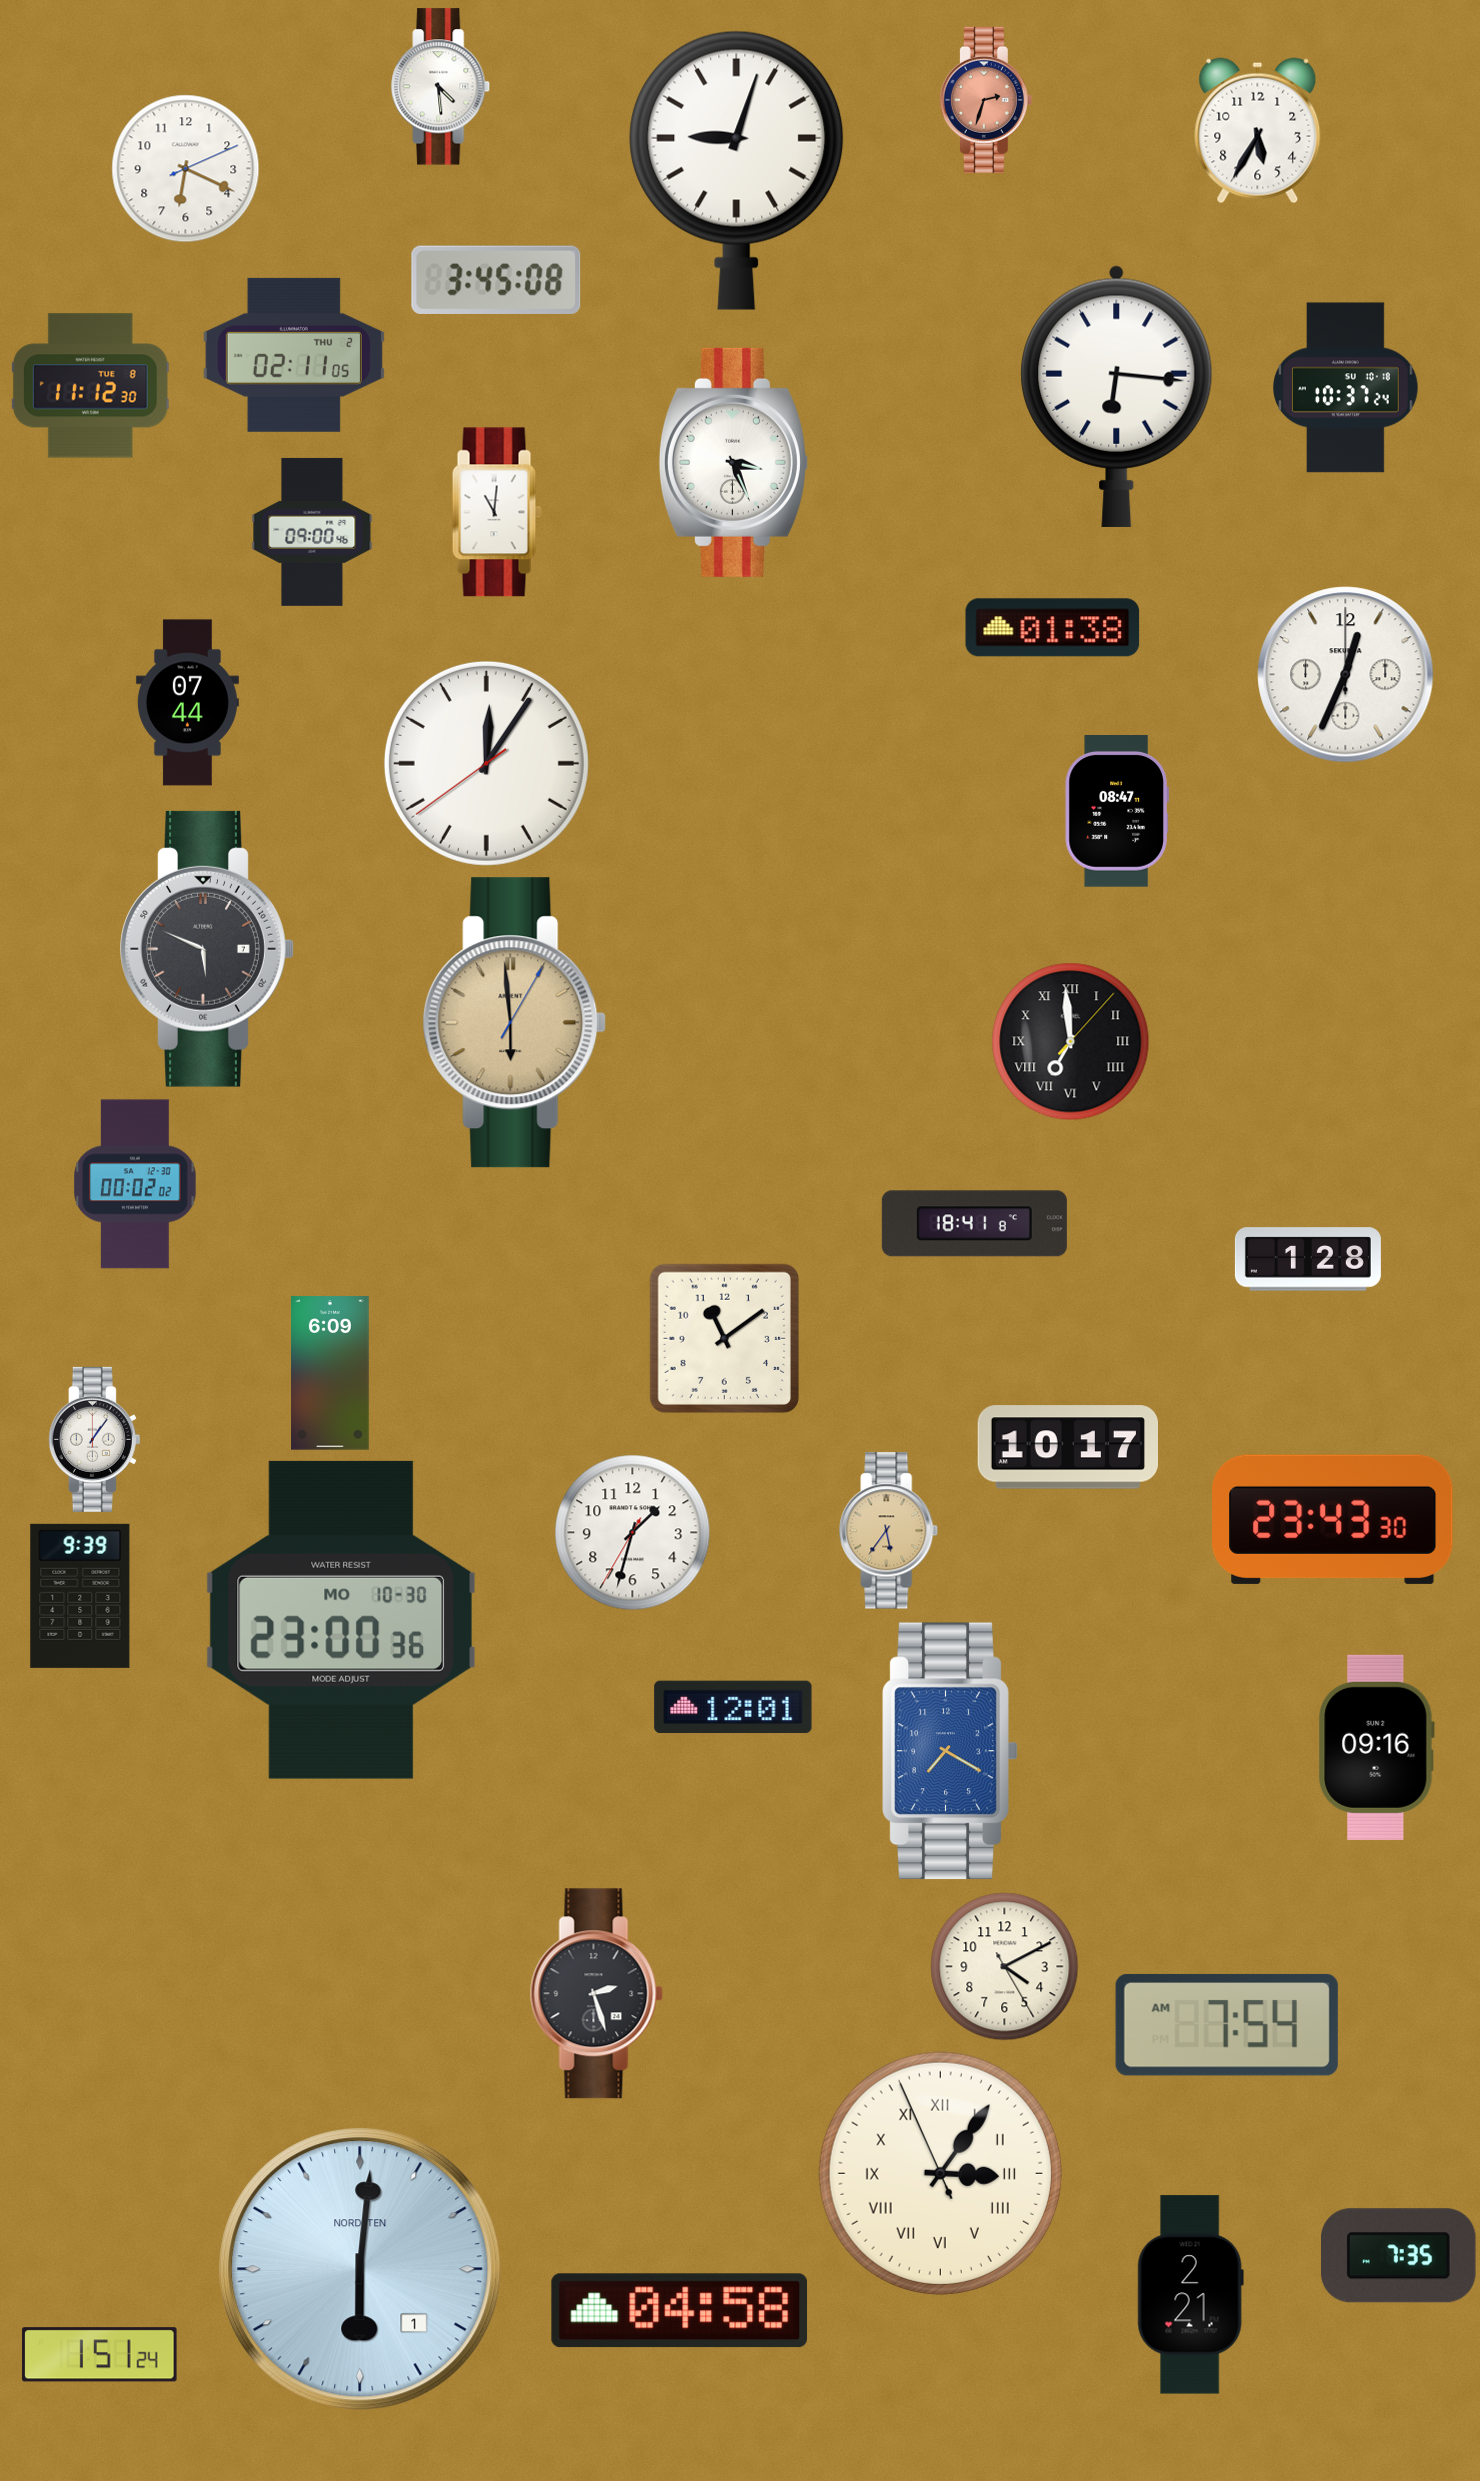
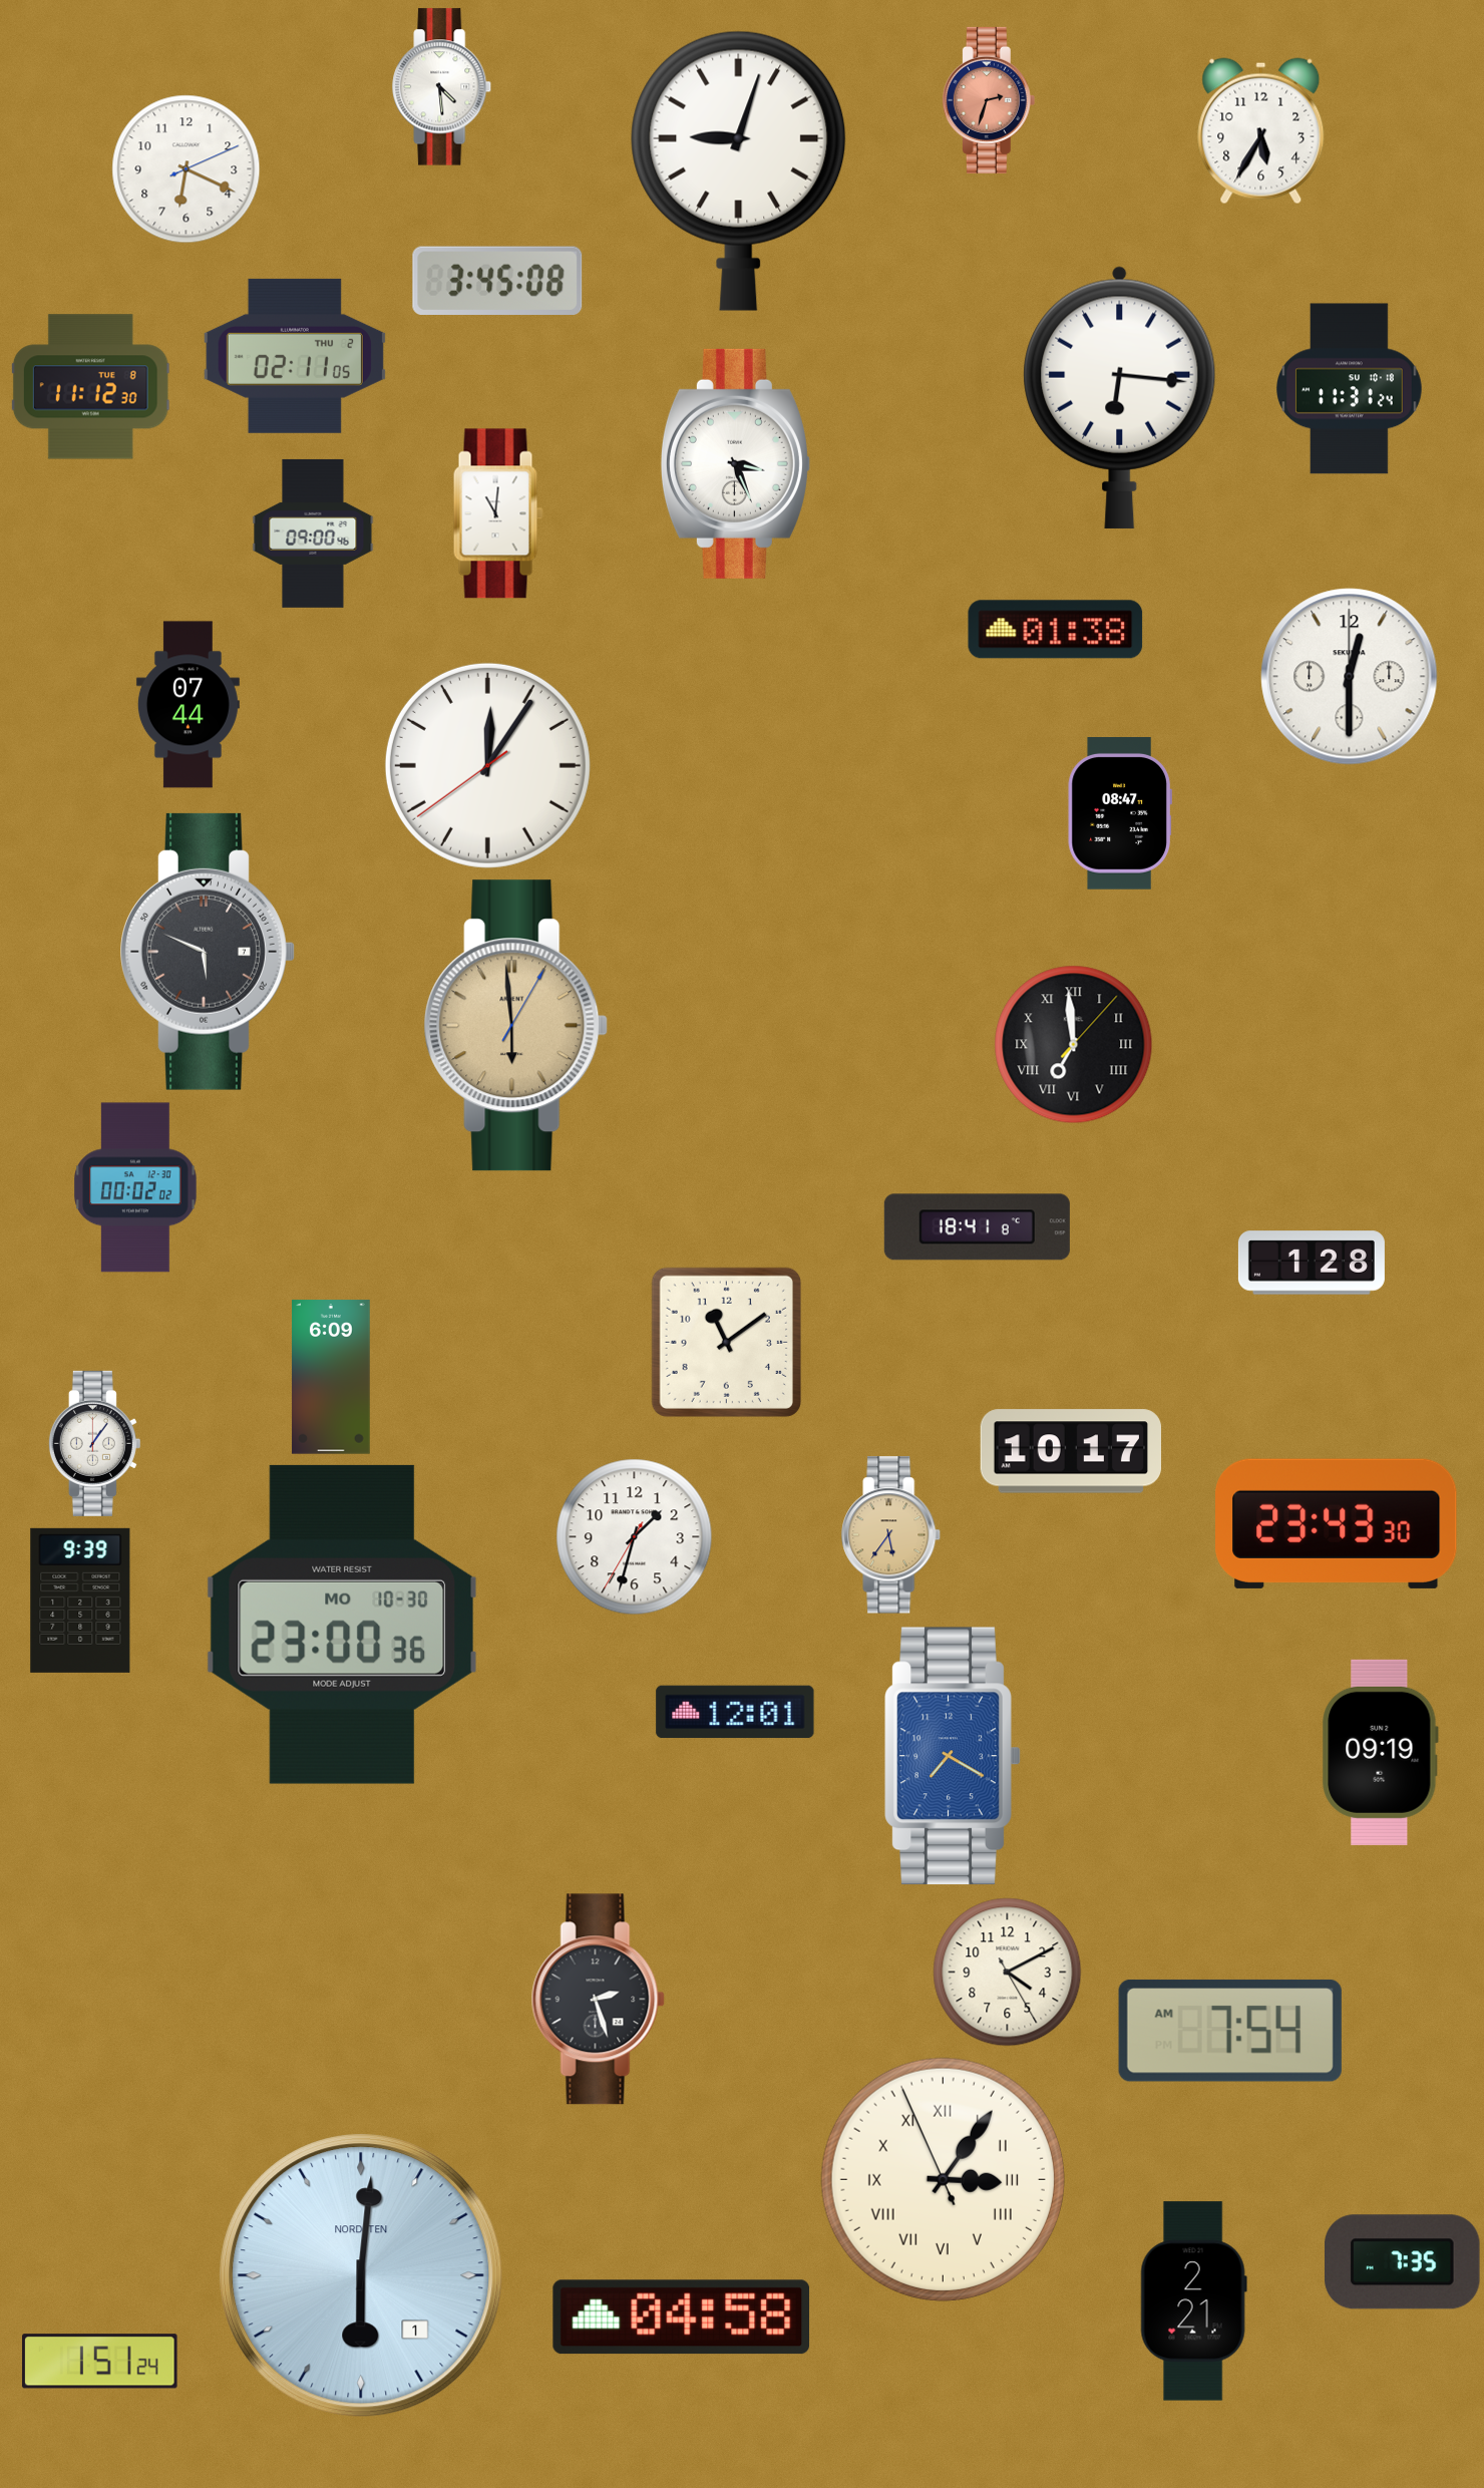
clock at (1346, 388): 10:37 -> 11:31
clock at (1346, 675): 12:34 -> 12:30
clock at (1376, 1747): 09:16 -> 09:19
